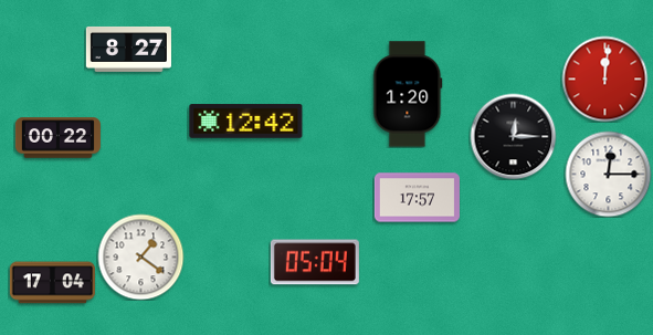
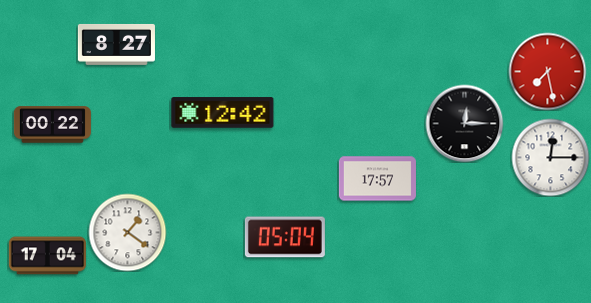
clock at (604, 78): 12:01 -> 7:28
clock at (408, 94): 1:20 -> none
clock at (246, 122) position: (246, 122) -> (223, 113)
